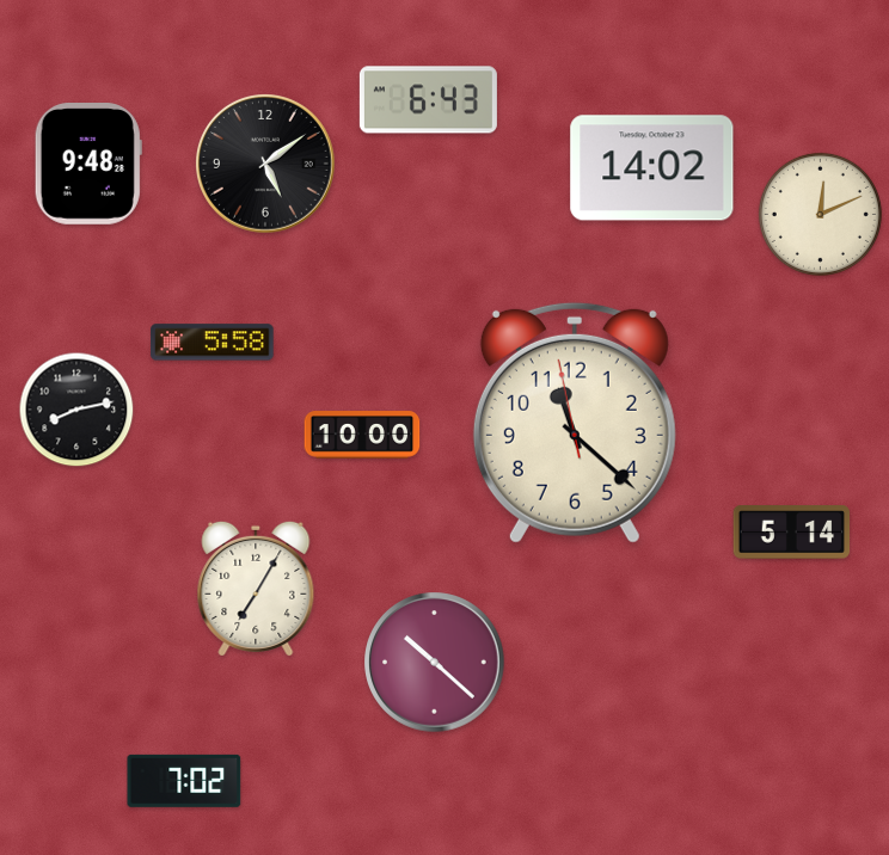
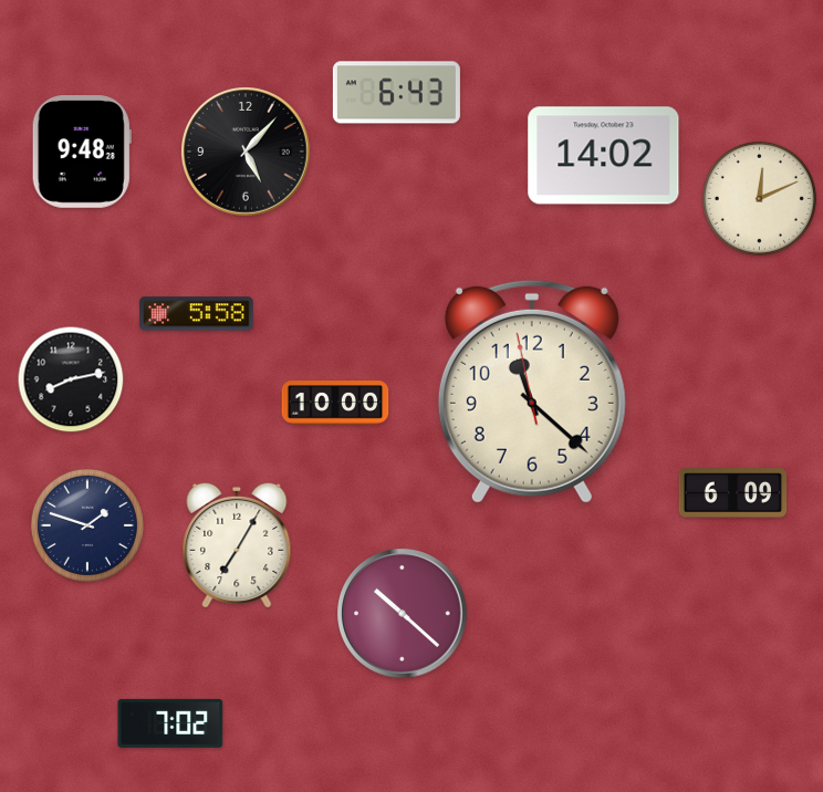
clock at (266, 165): 5:09 -> 5:07
clock at (213, 343) position: (213, 343) -> (197, 314)
clock at (792, 533): 5:14 -> 6:09
clock at (87, 525): none -> 1:48
